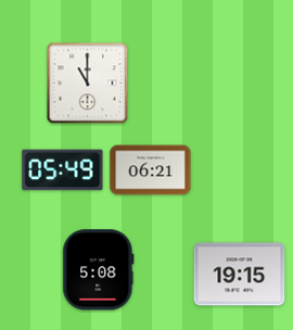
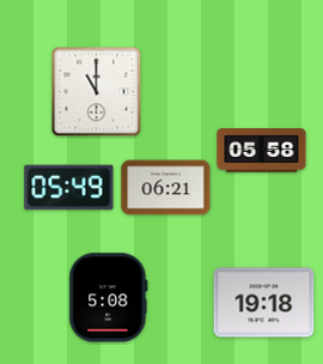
clock at (262, 151): none -> 05:58
clock at (240, 275): 19:15 -> 19:18
